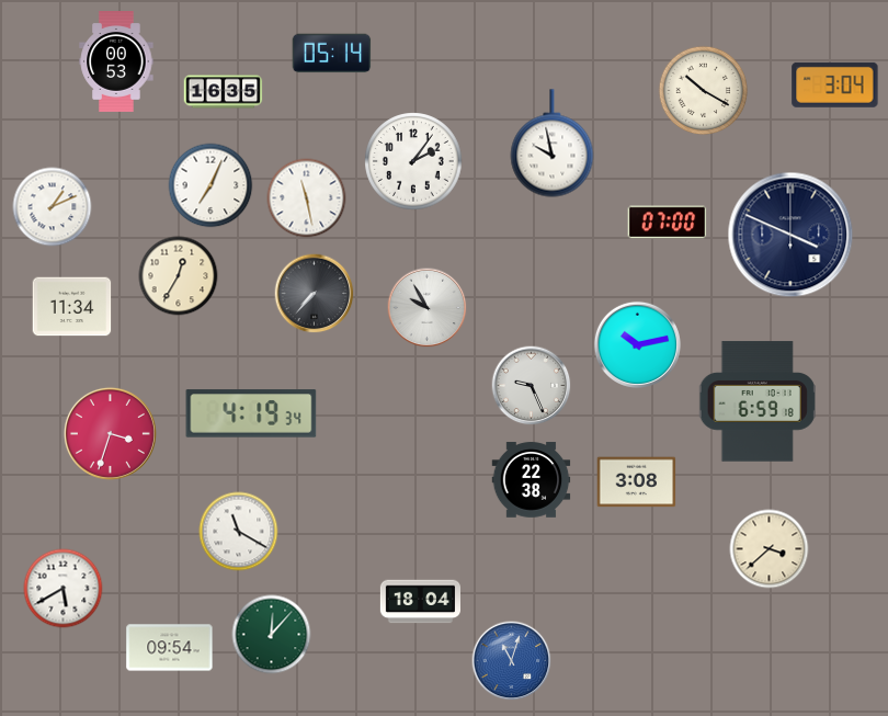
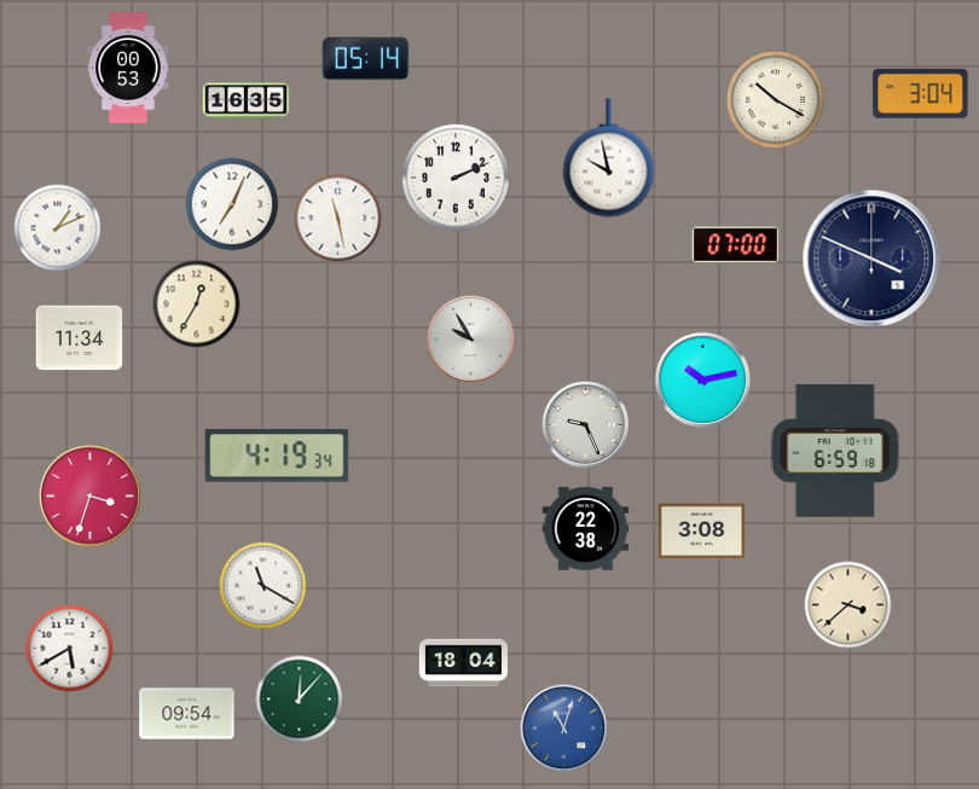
clock at (413, 161): 2:06 -> 2:11
clock at (315, 294): 7:37 -> none
clock at (758, 401) position: (758, 401) -> (835, 451)
clock at (110, 433) position: (110, 433) -> (89, 495)
